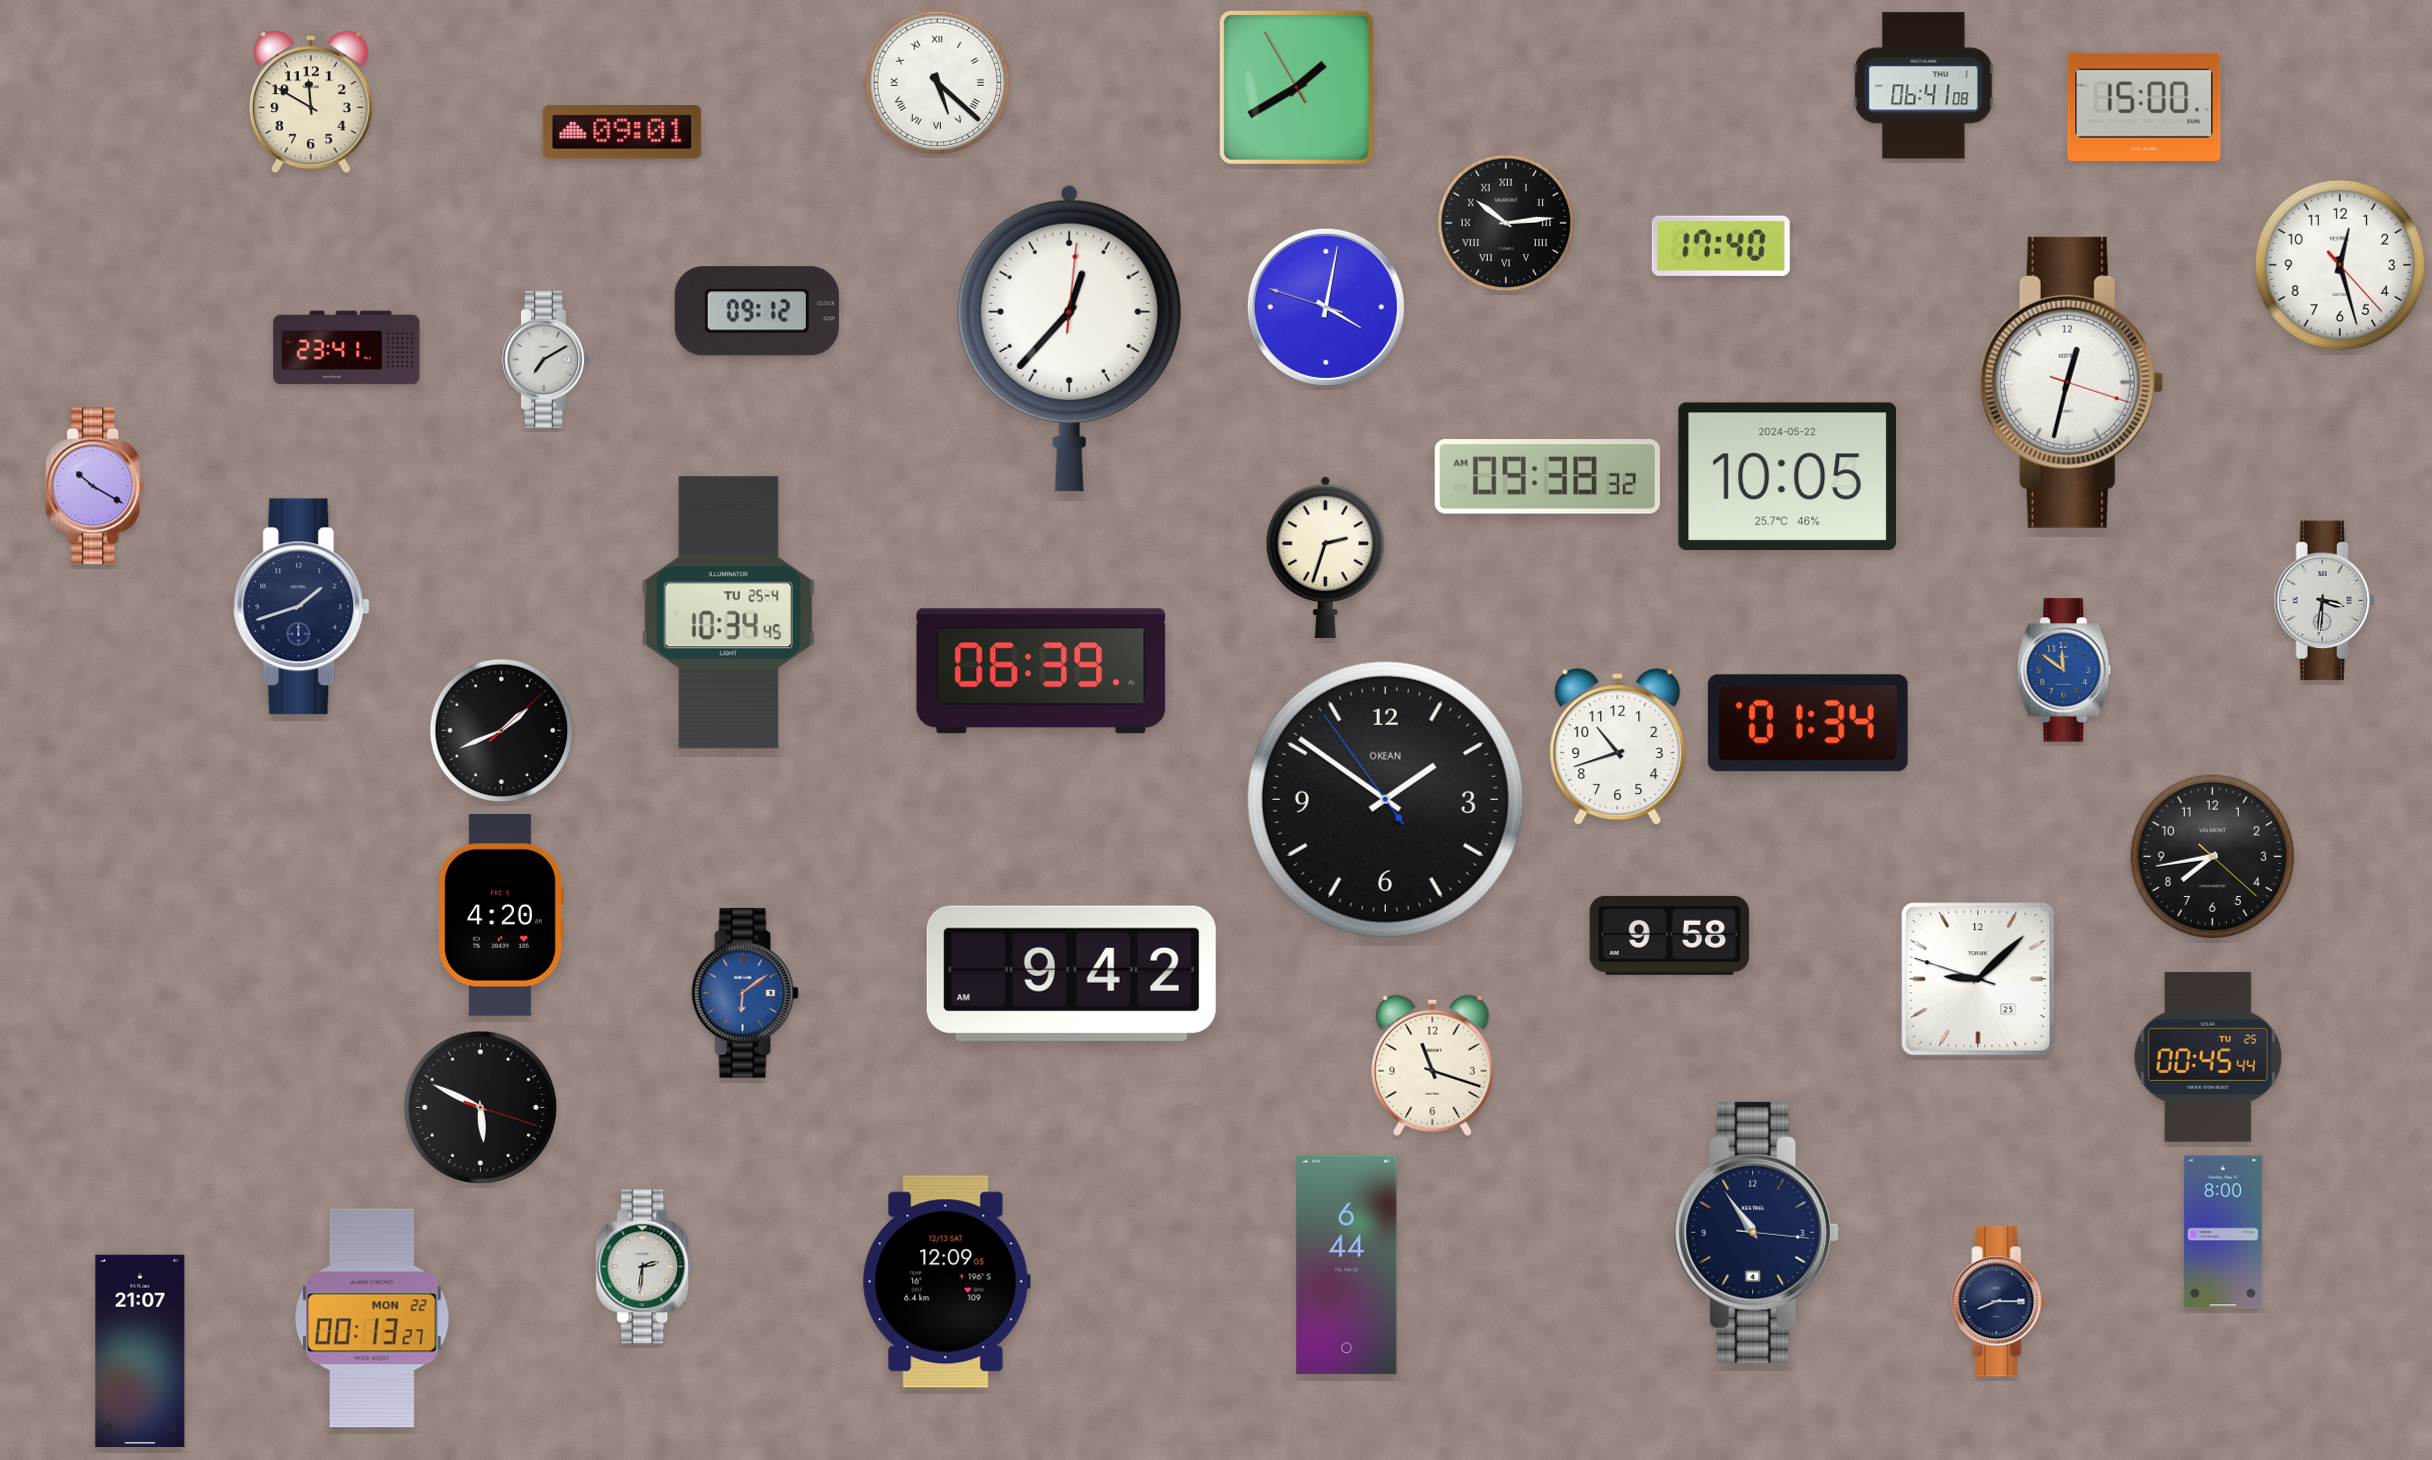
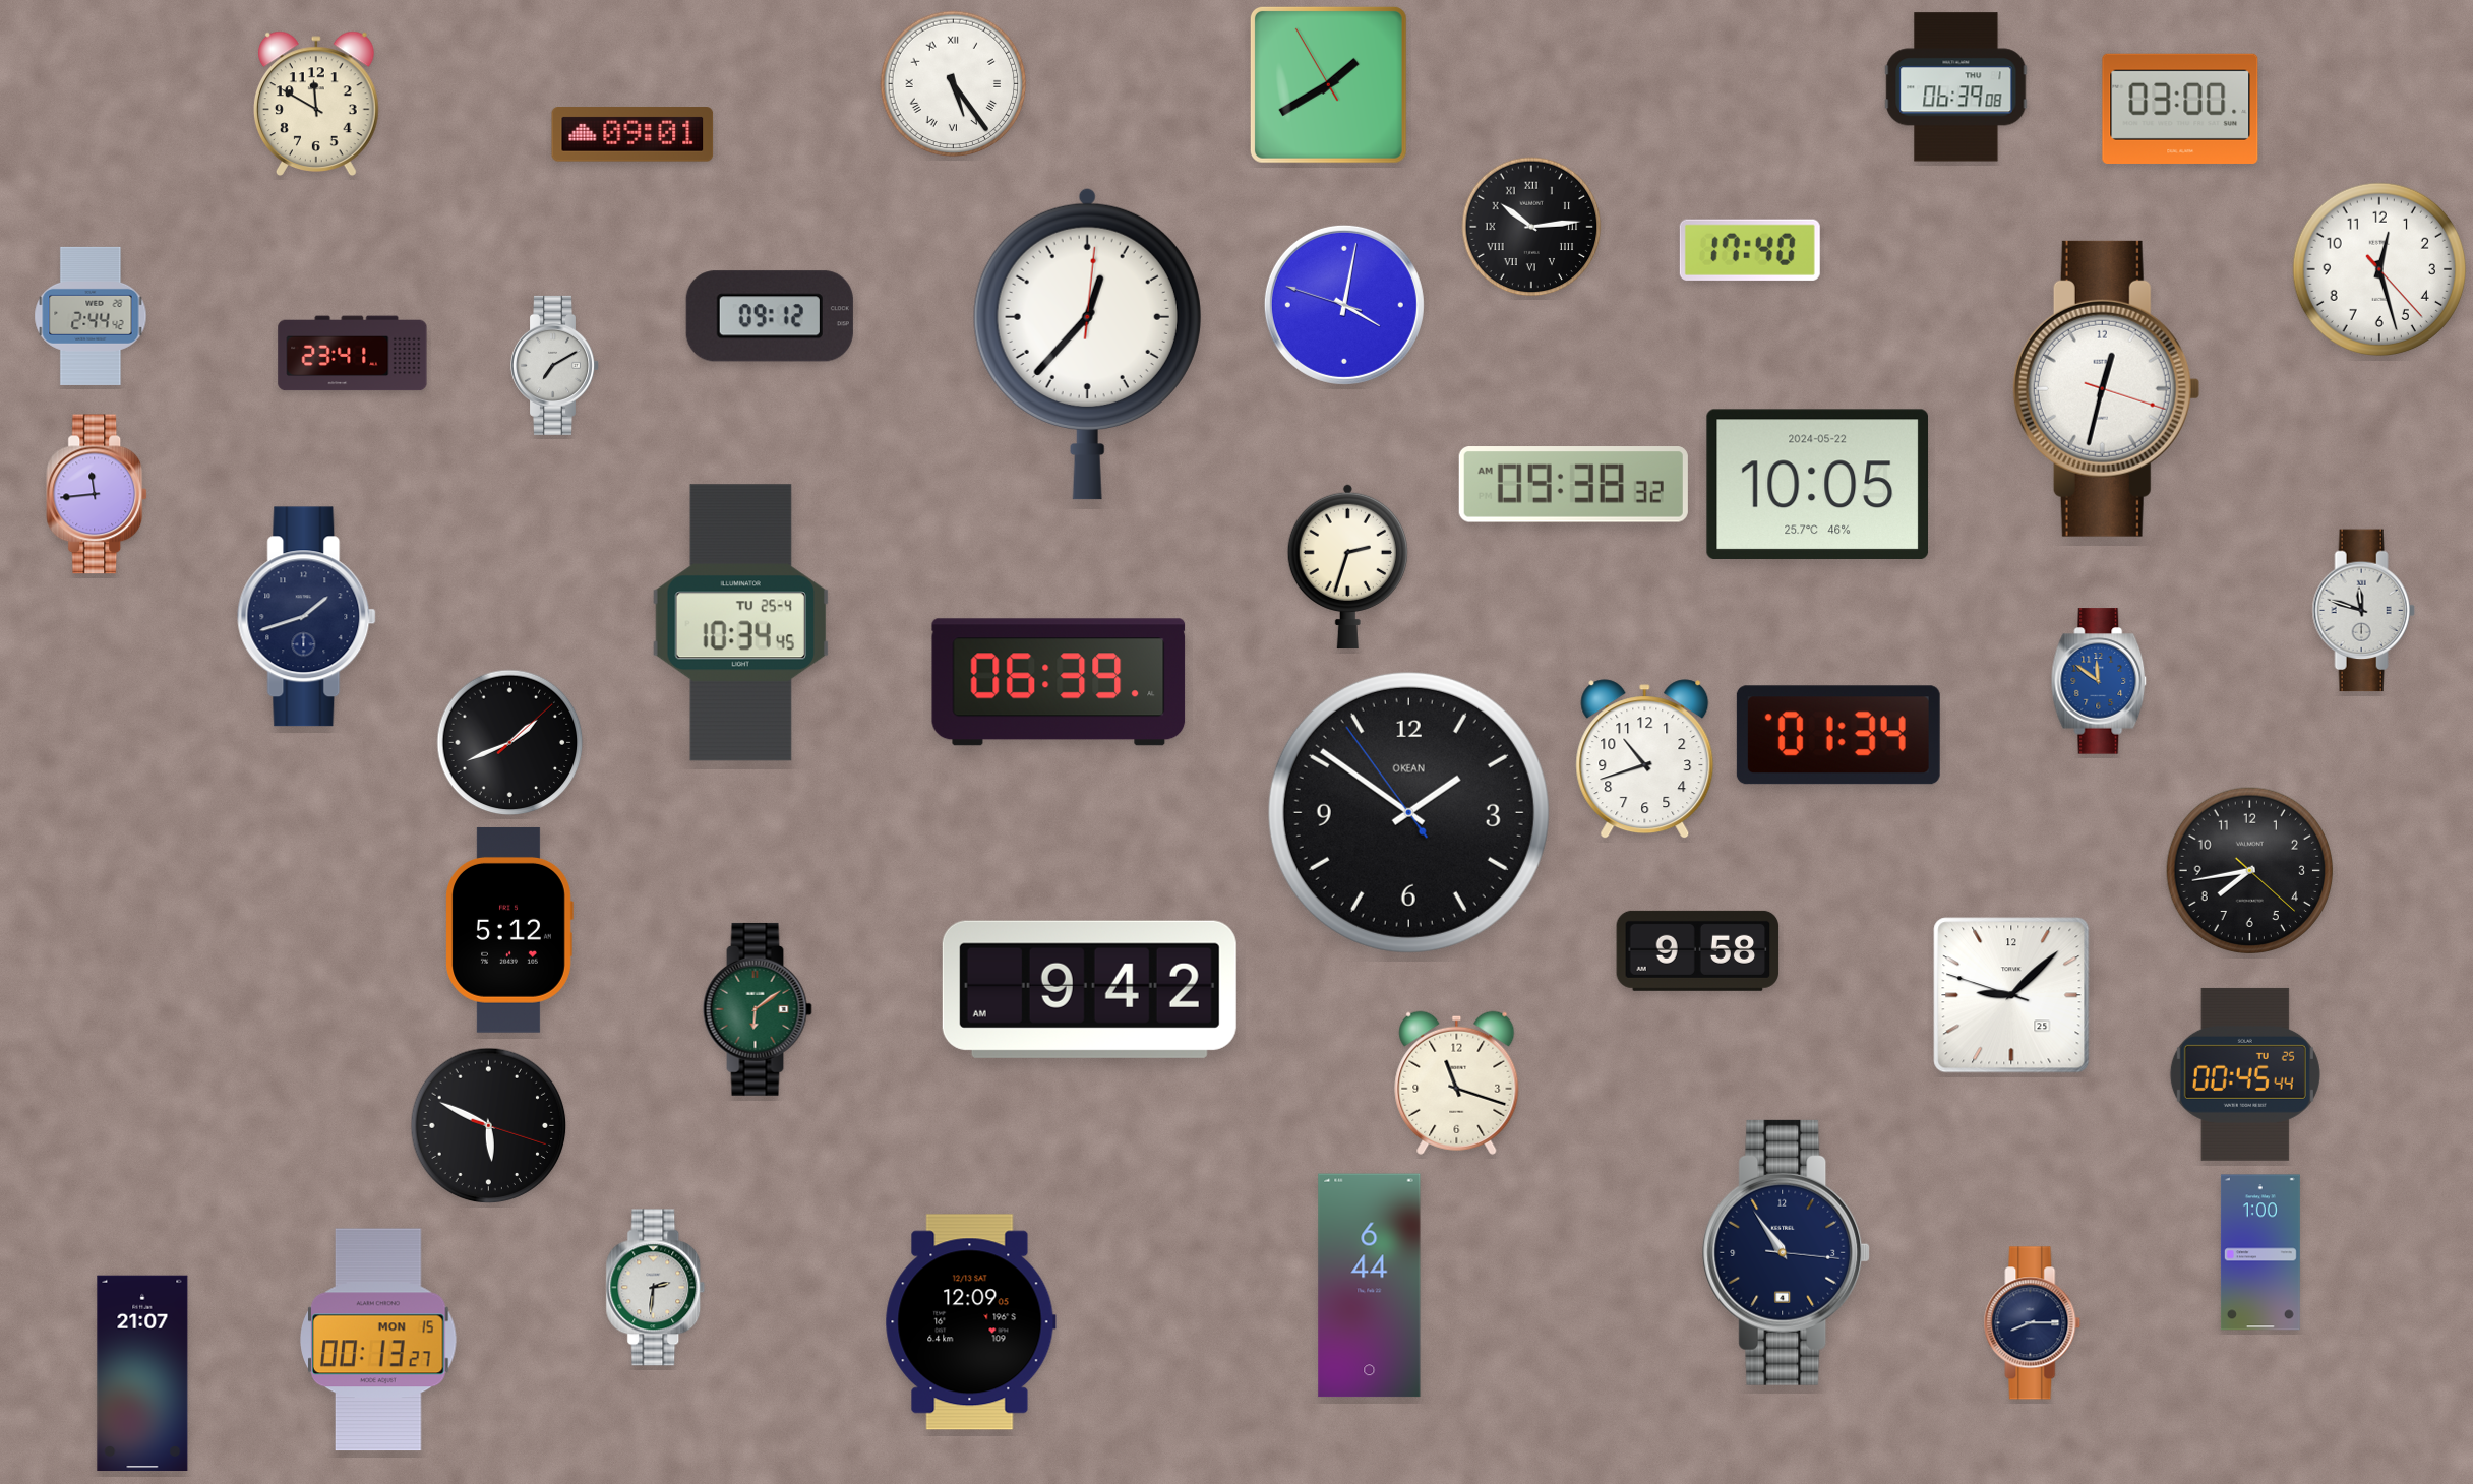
clock at (938, 83): 5:22 -> 5:24
clock at (1924, 86): 06:41 -> 06:39
clock at (1296, 87) position: (1296, 87) -> (1328, 84)
clock at (2144, 107): 15:00 -> 03:00
clock at (1326, 307) position: (1326, 307) -> (1344, 305)
clock at (91, 316): none -> 2:44
clock at (96, 486): 10:20 -> 11:44
clock at (2324, 601): 3:31 -> 11:48
clock at (501, 915): 4:20 -> 5:12
clock at (745, 993) dial: blue -> green
clock at (2223, 1232): 8:00 -> 1:00
clock at (946, 1282) position: (946, 1282) -> (970, 1322)
clock at (372, 1318) date: MON 22 -> MON 15
